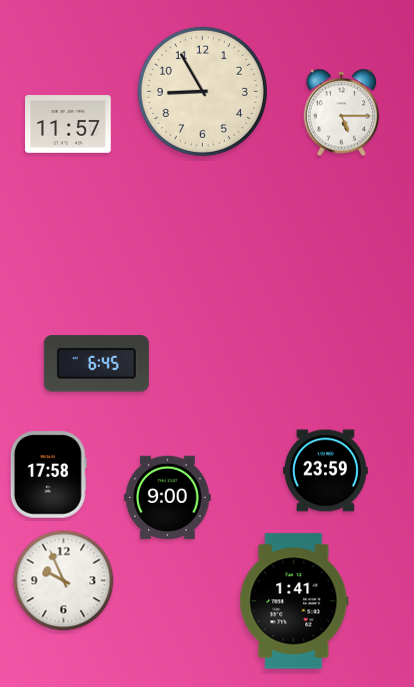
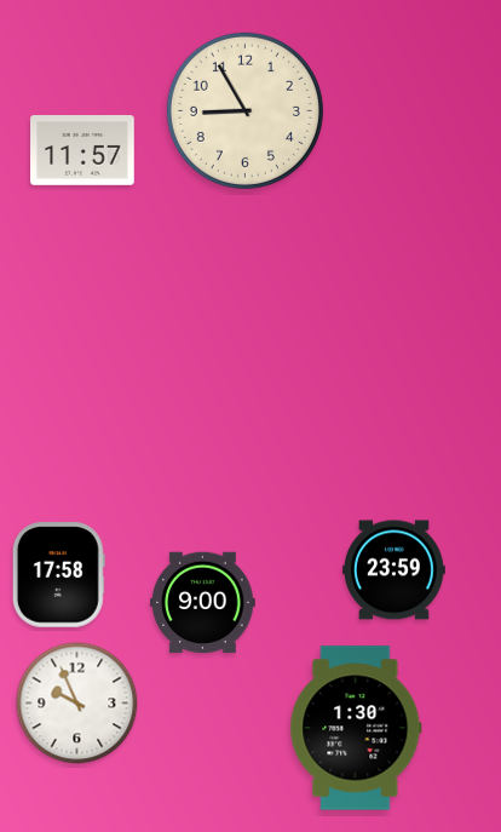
clock at (342, 113): 5:15 -> none
clock at (96, 364): 6:45 -> none
clock at (294, 601): 1:41 -> 1:30
